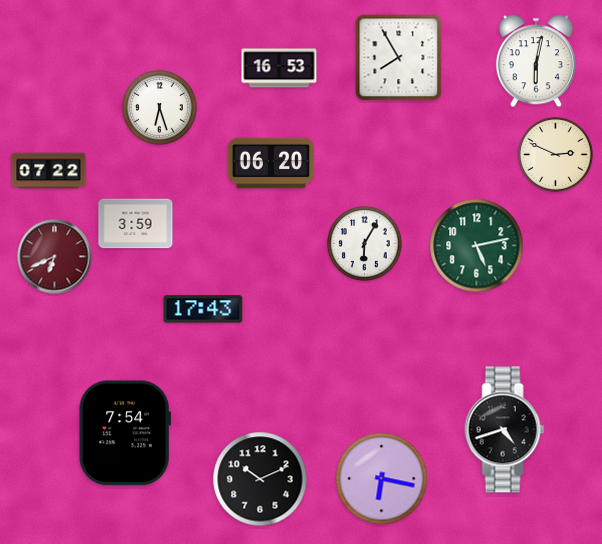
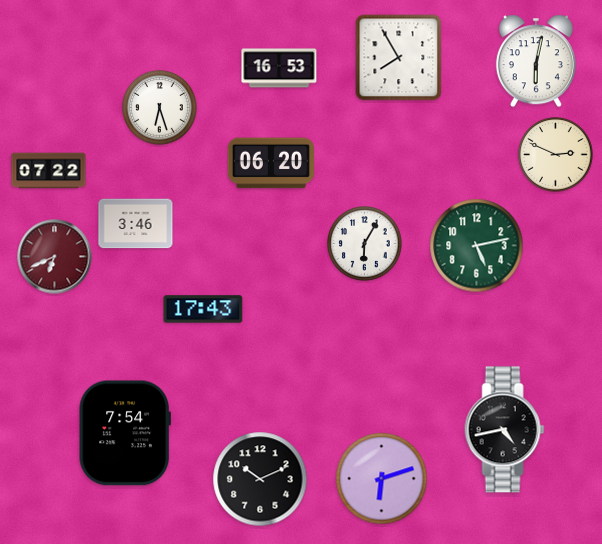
clock at (136, 224): 3:59 -> 3:46
clock at (505, 430): 4:42 -> 4:43
clock at (382, 479): 6:17 -> 6:12
